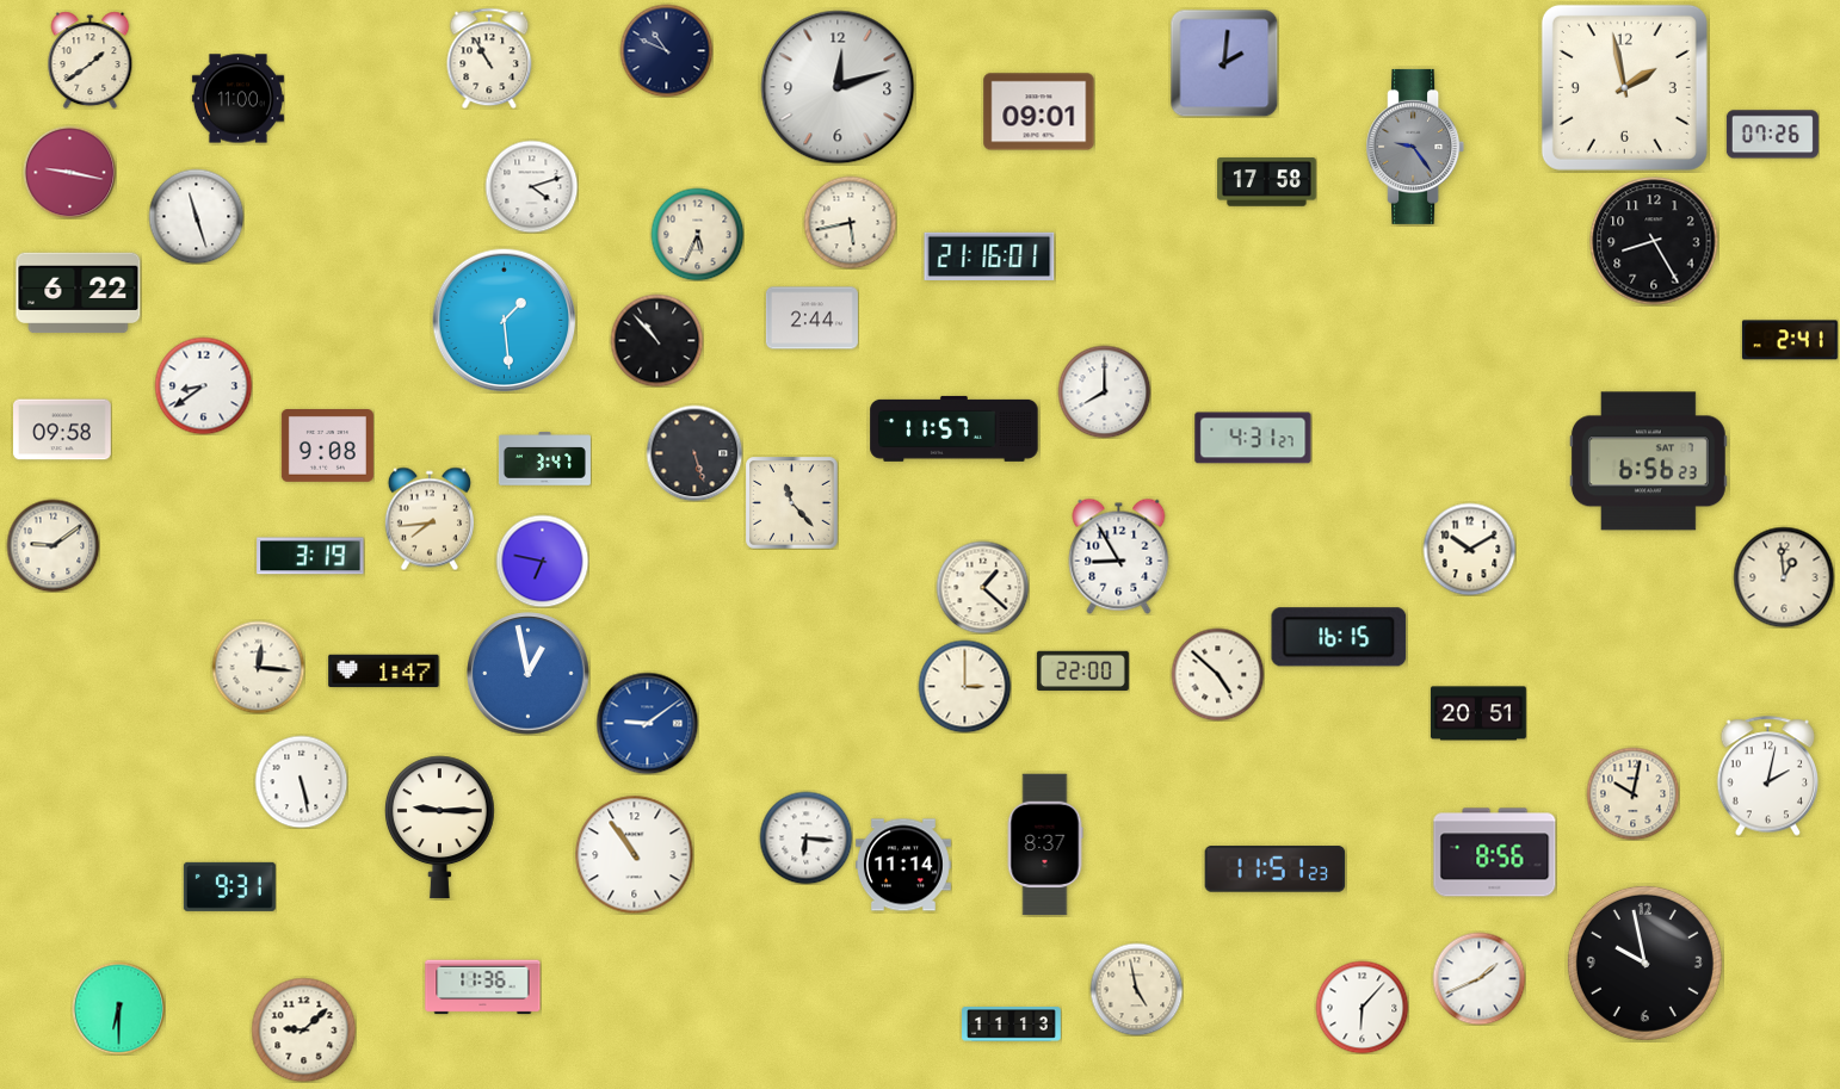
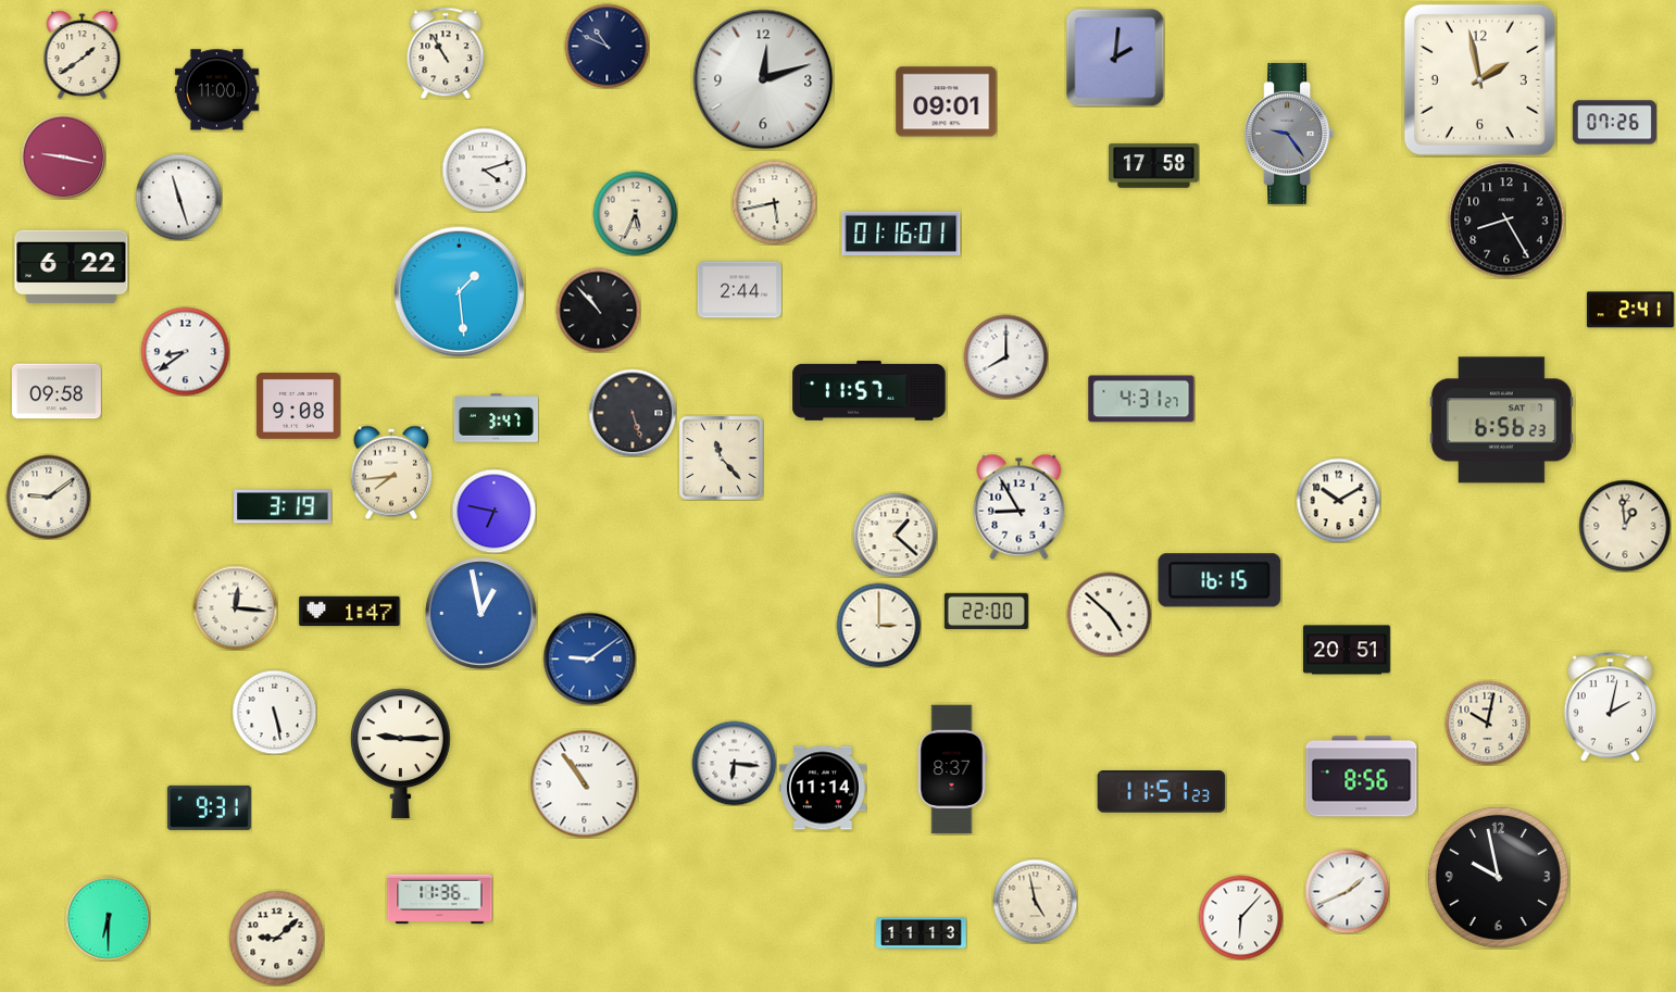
clock at (989, 255): 21:16 -> 01:16
clock at (635, 855) position: (635, 855) -> (585, 784)
